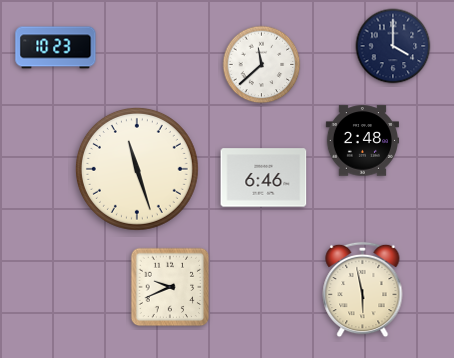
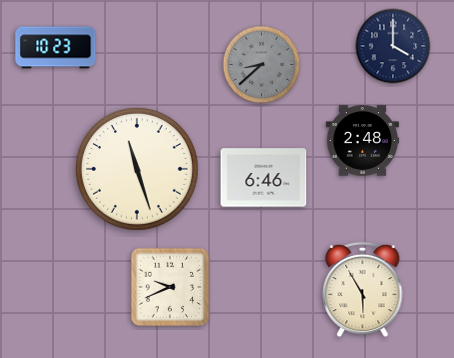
clock at (262, 65): 11:38 -> 8:38
clock at (262, 65) dial: white -> grey
clock at (363, 290): 5:58 -> 5:55
